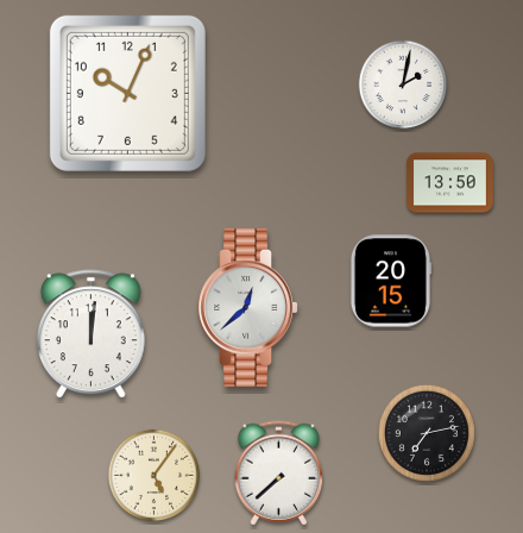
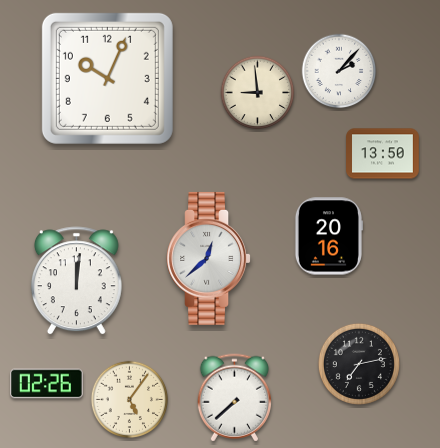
clock at (403, 84): 2:02 -> 2:07
clock at (258, 93): none -> 8:59
clock at (450, 183) position: (450, 183) -> (383, 154)
clock at (390, 281): 20:15 -> 20:16
clock at (47, 384): none -> 02:26
